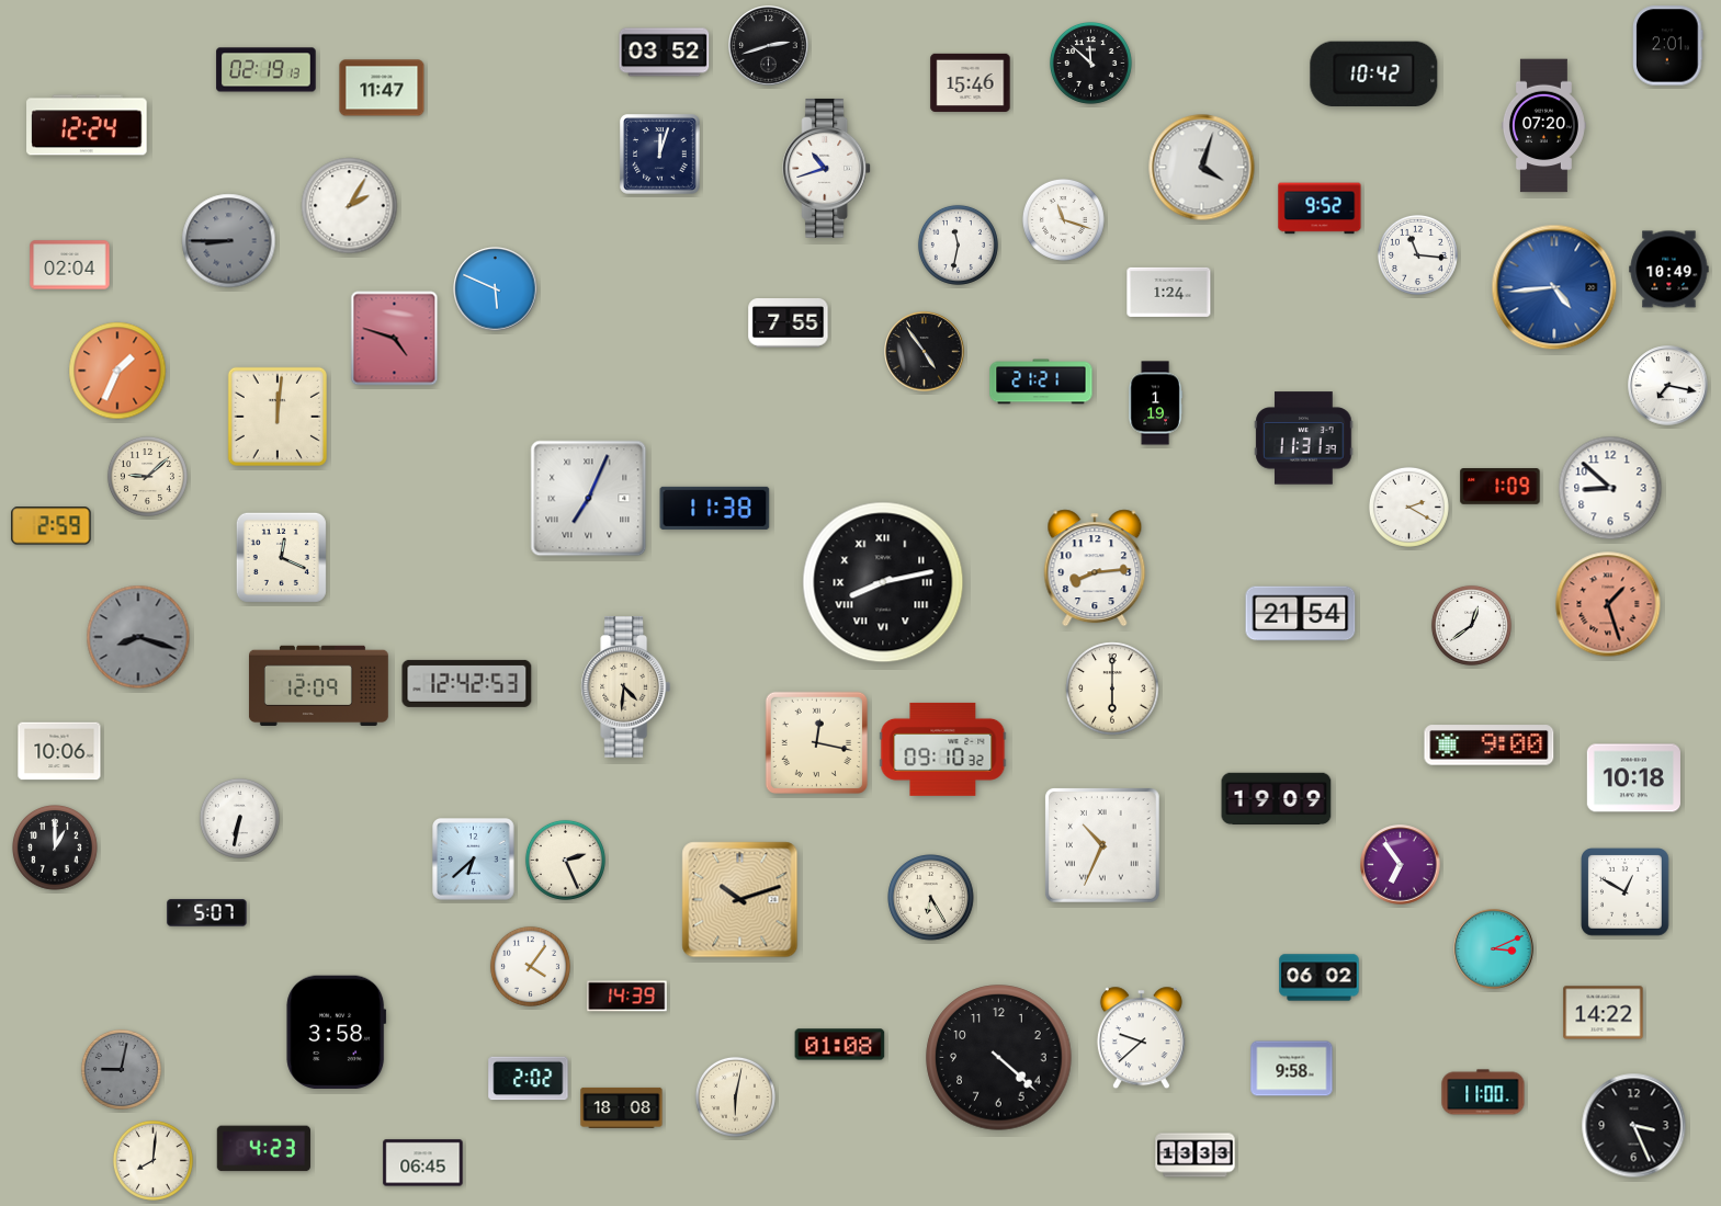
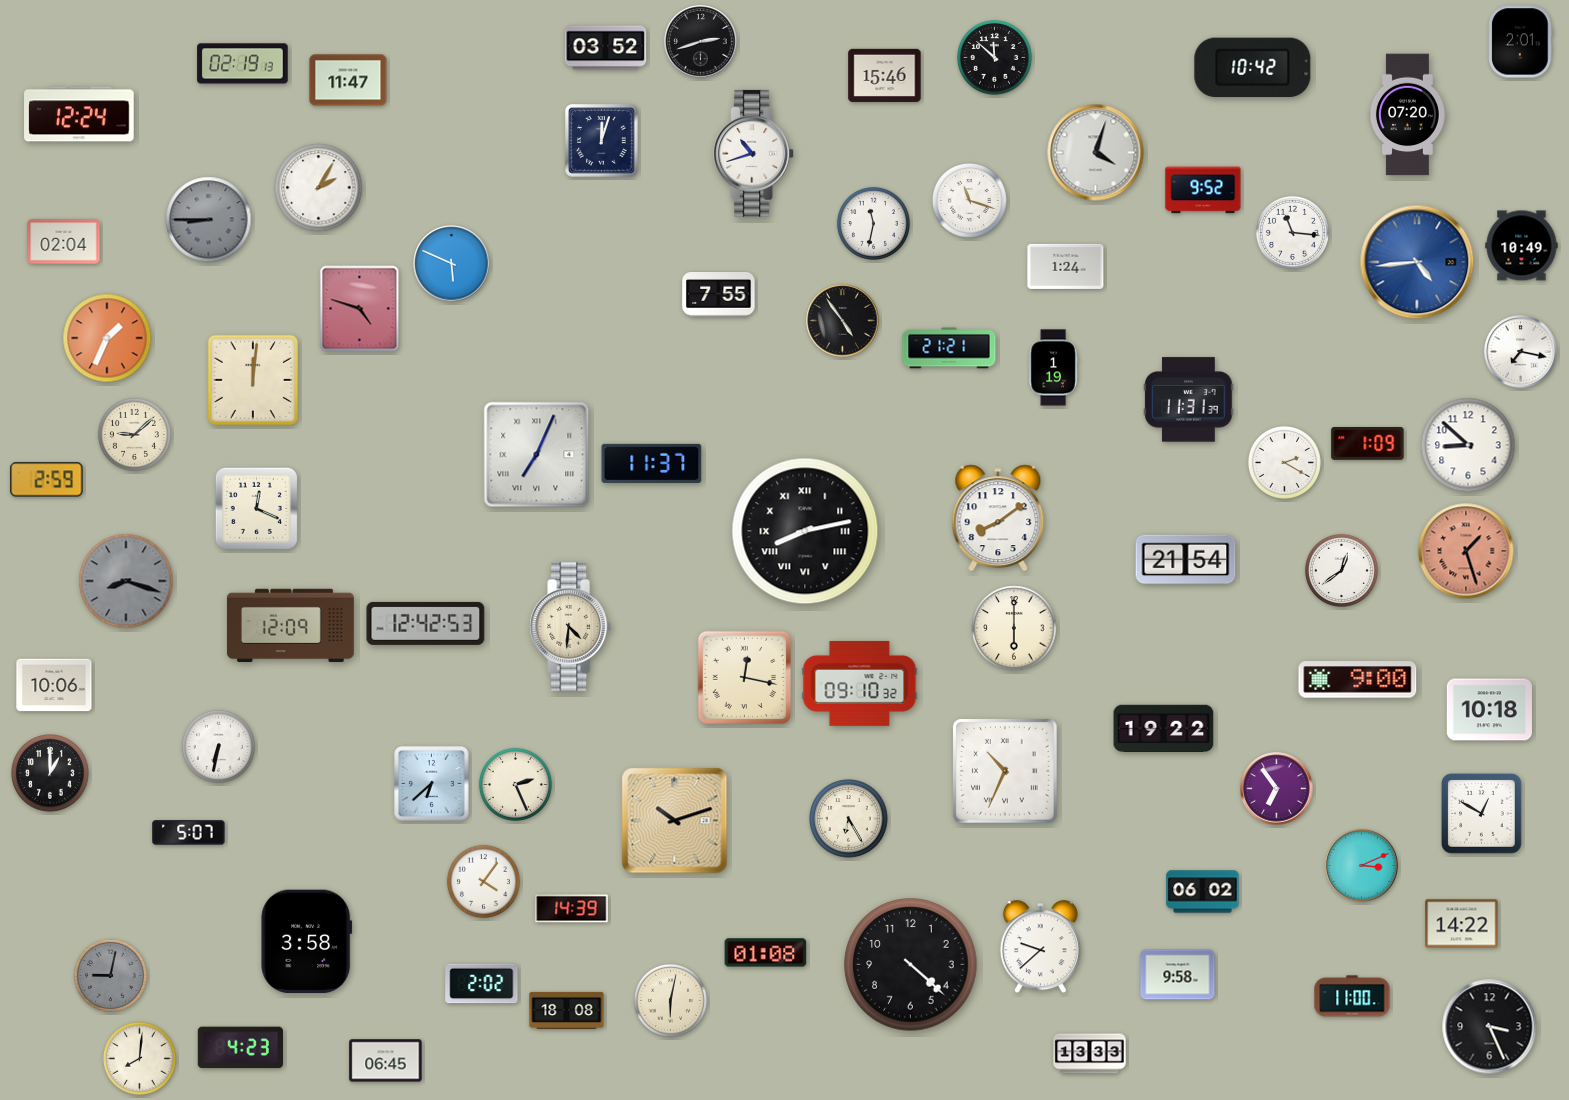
clock at (715, 508): 11:38 -> 11:37
clock at (1095, 568): 8:14 -> 8:09
clock at (1277, 799): 19:09 -> 19:22
